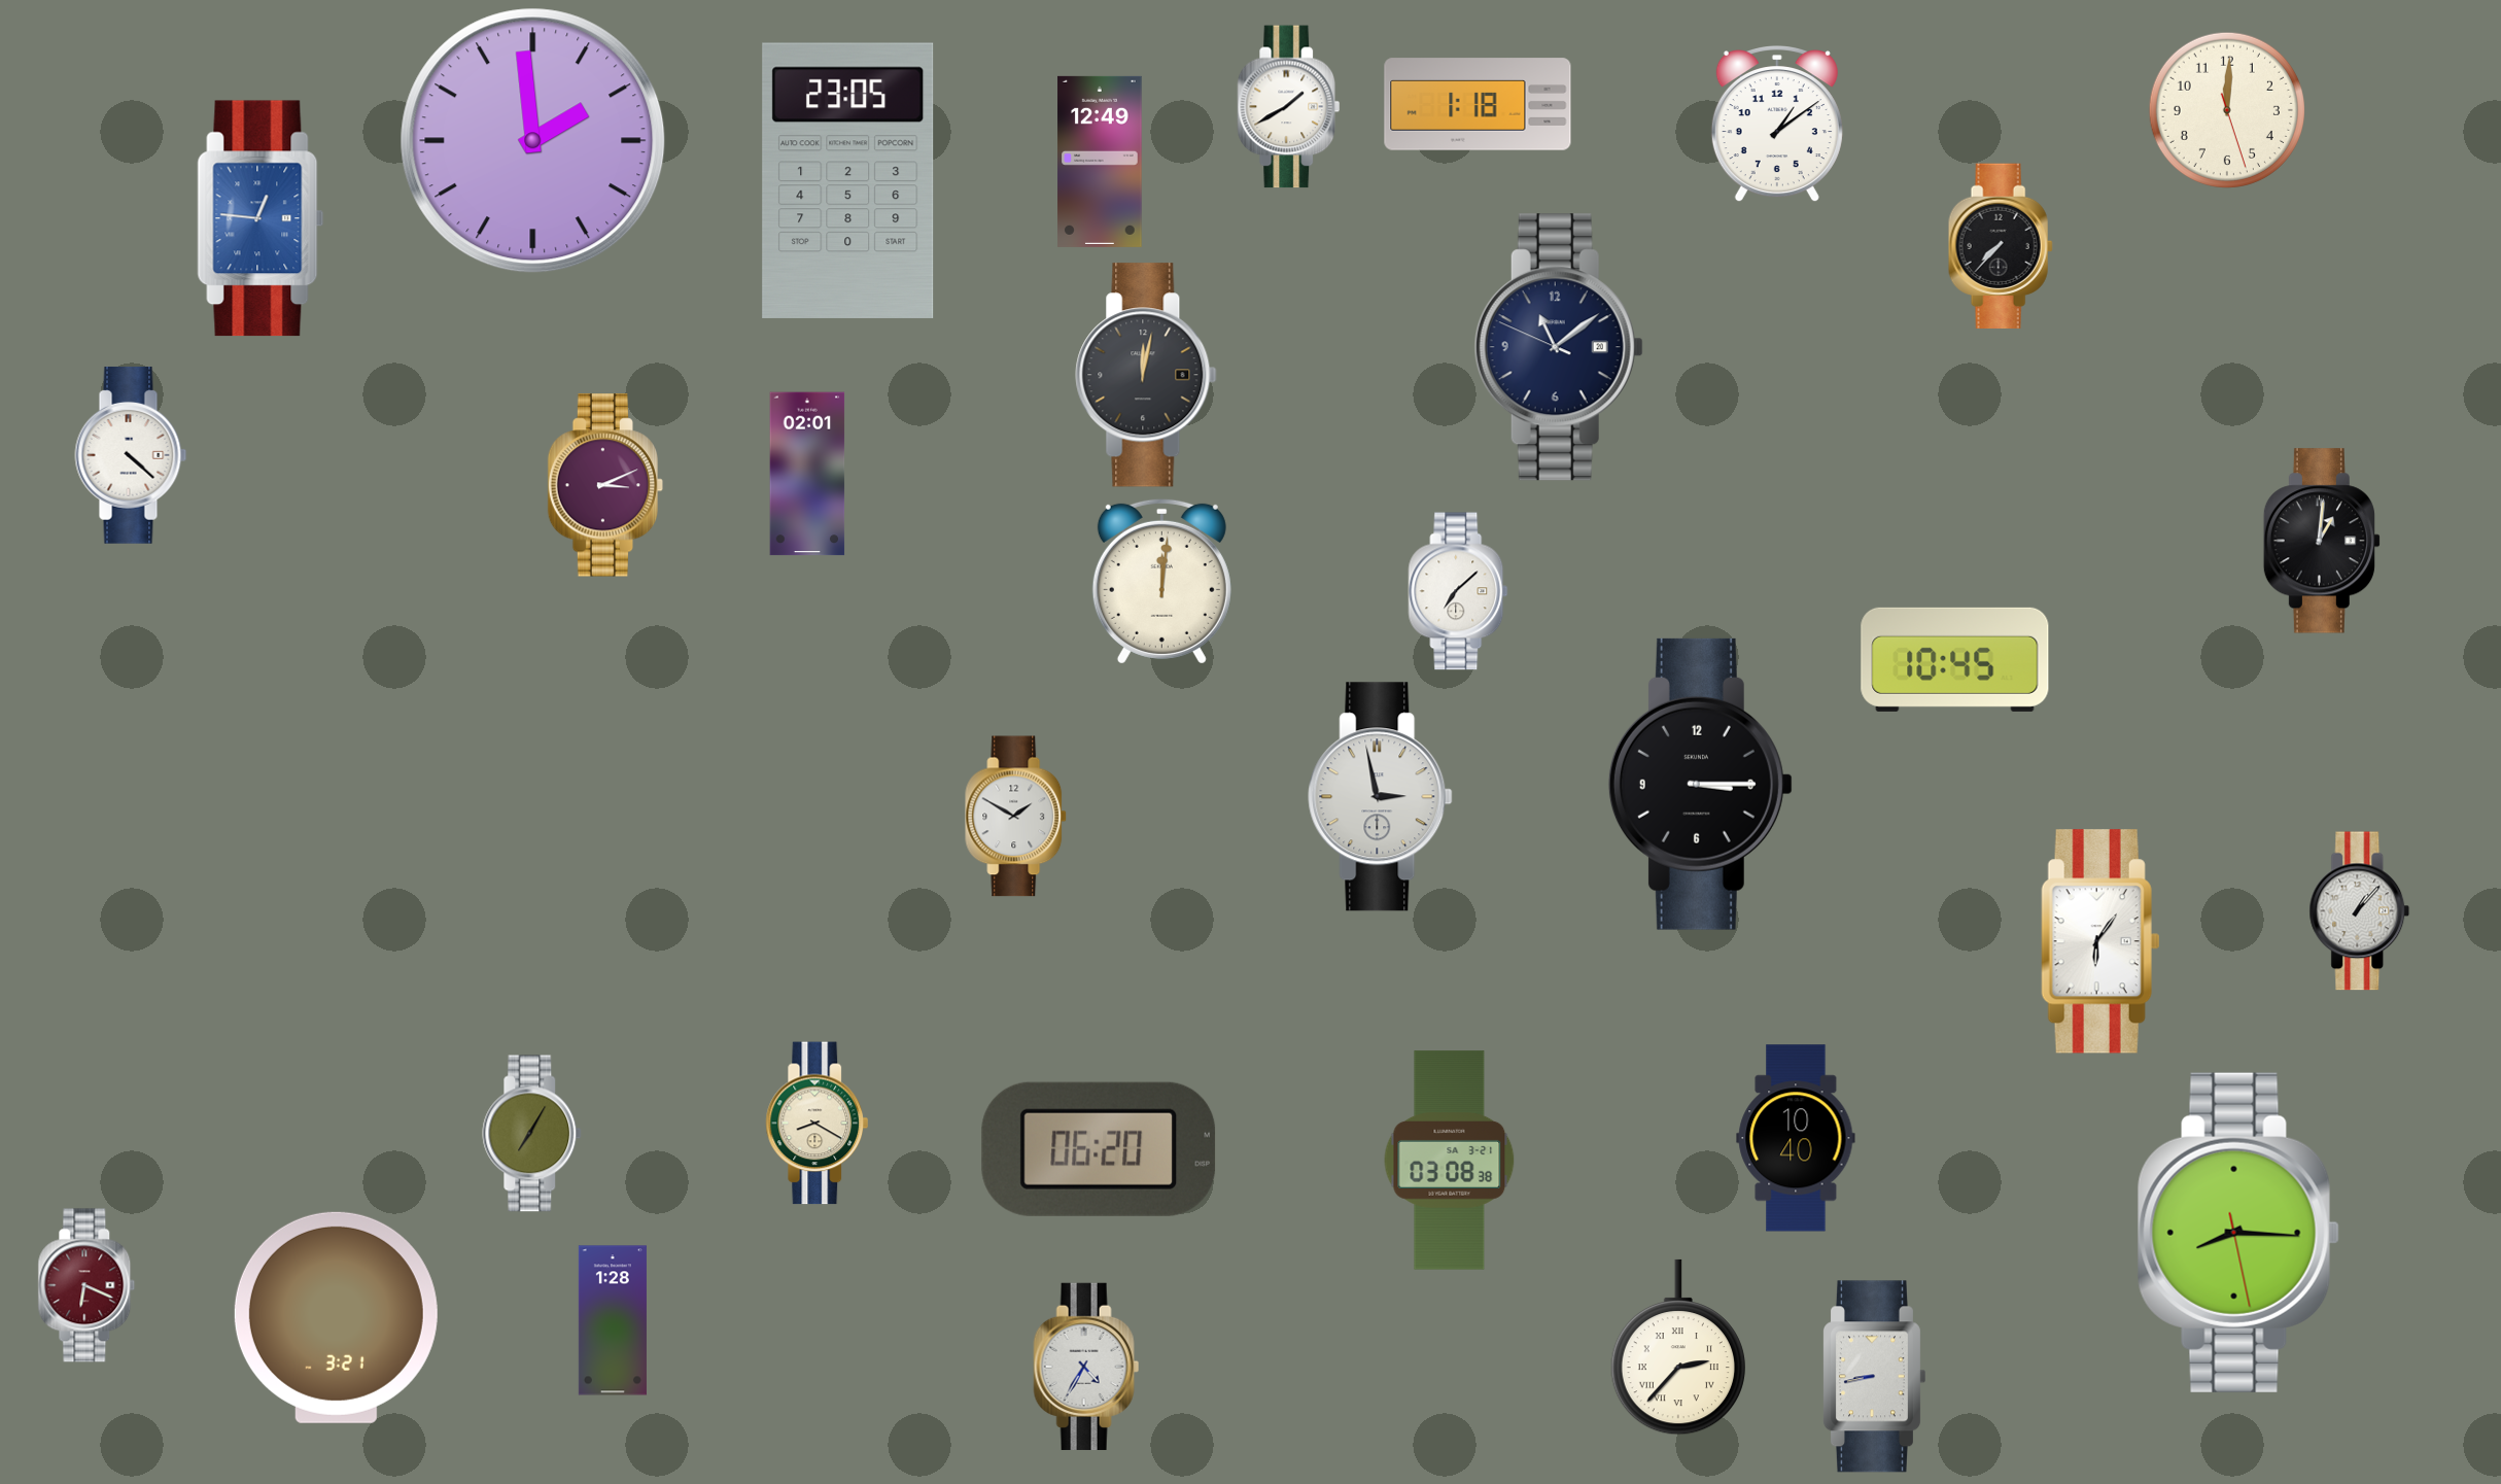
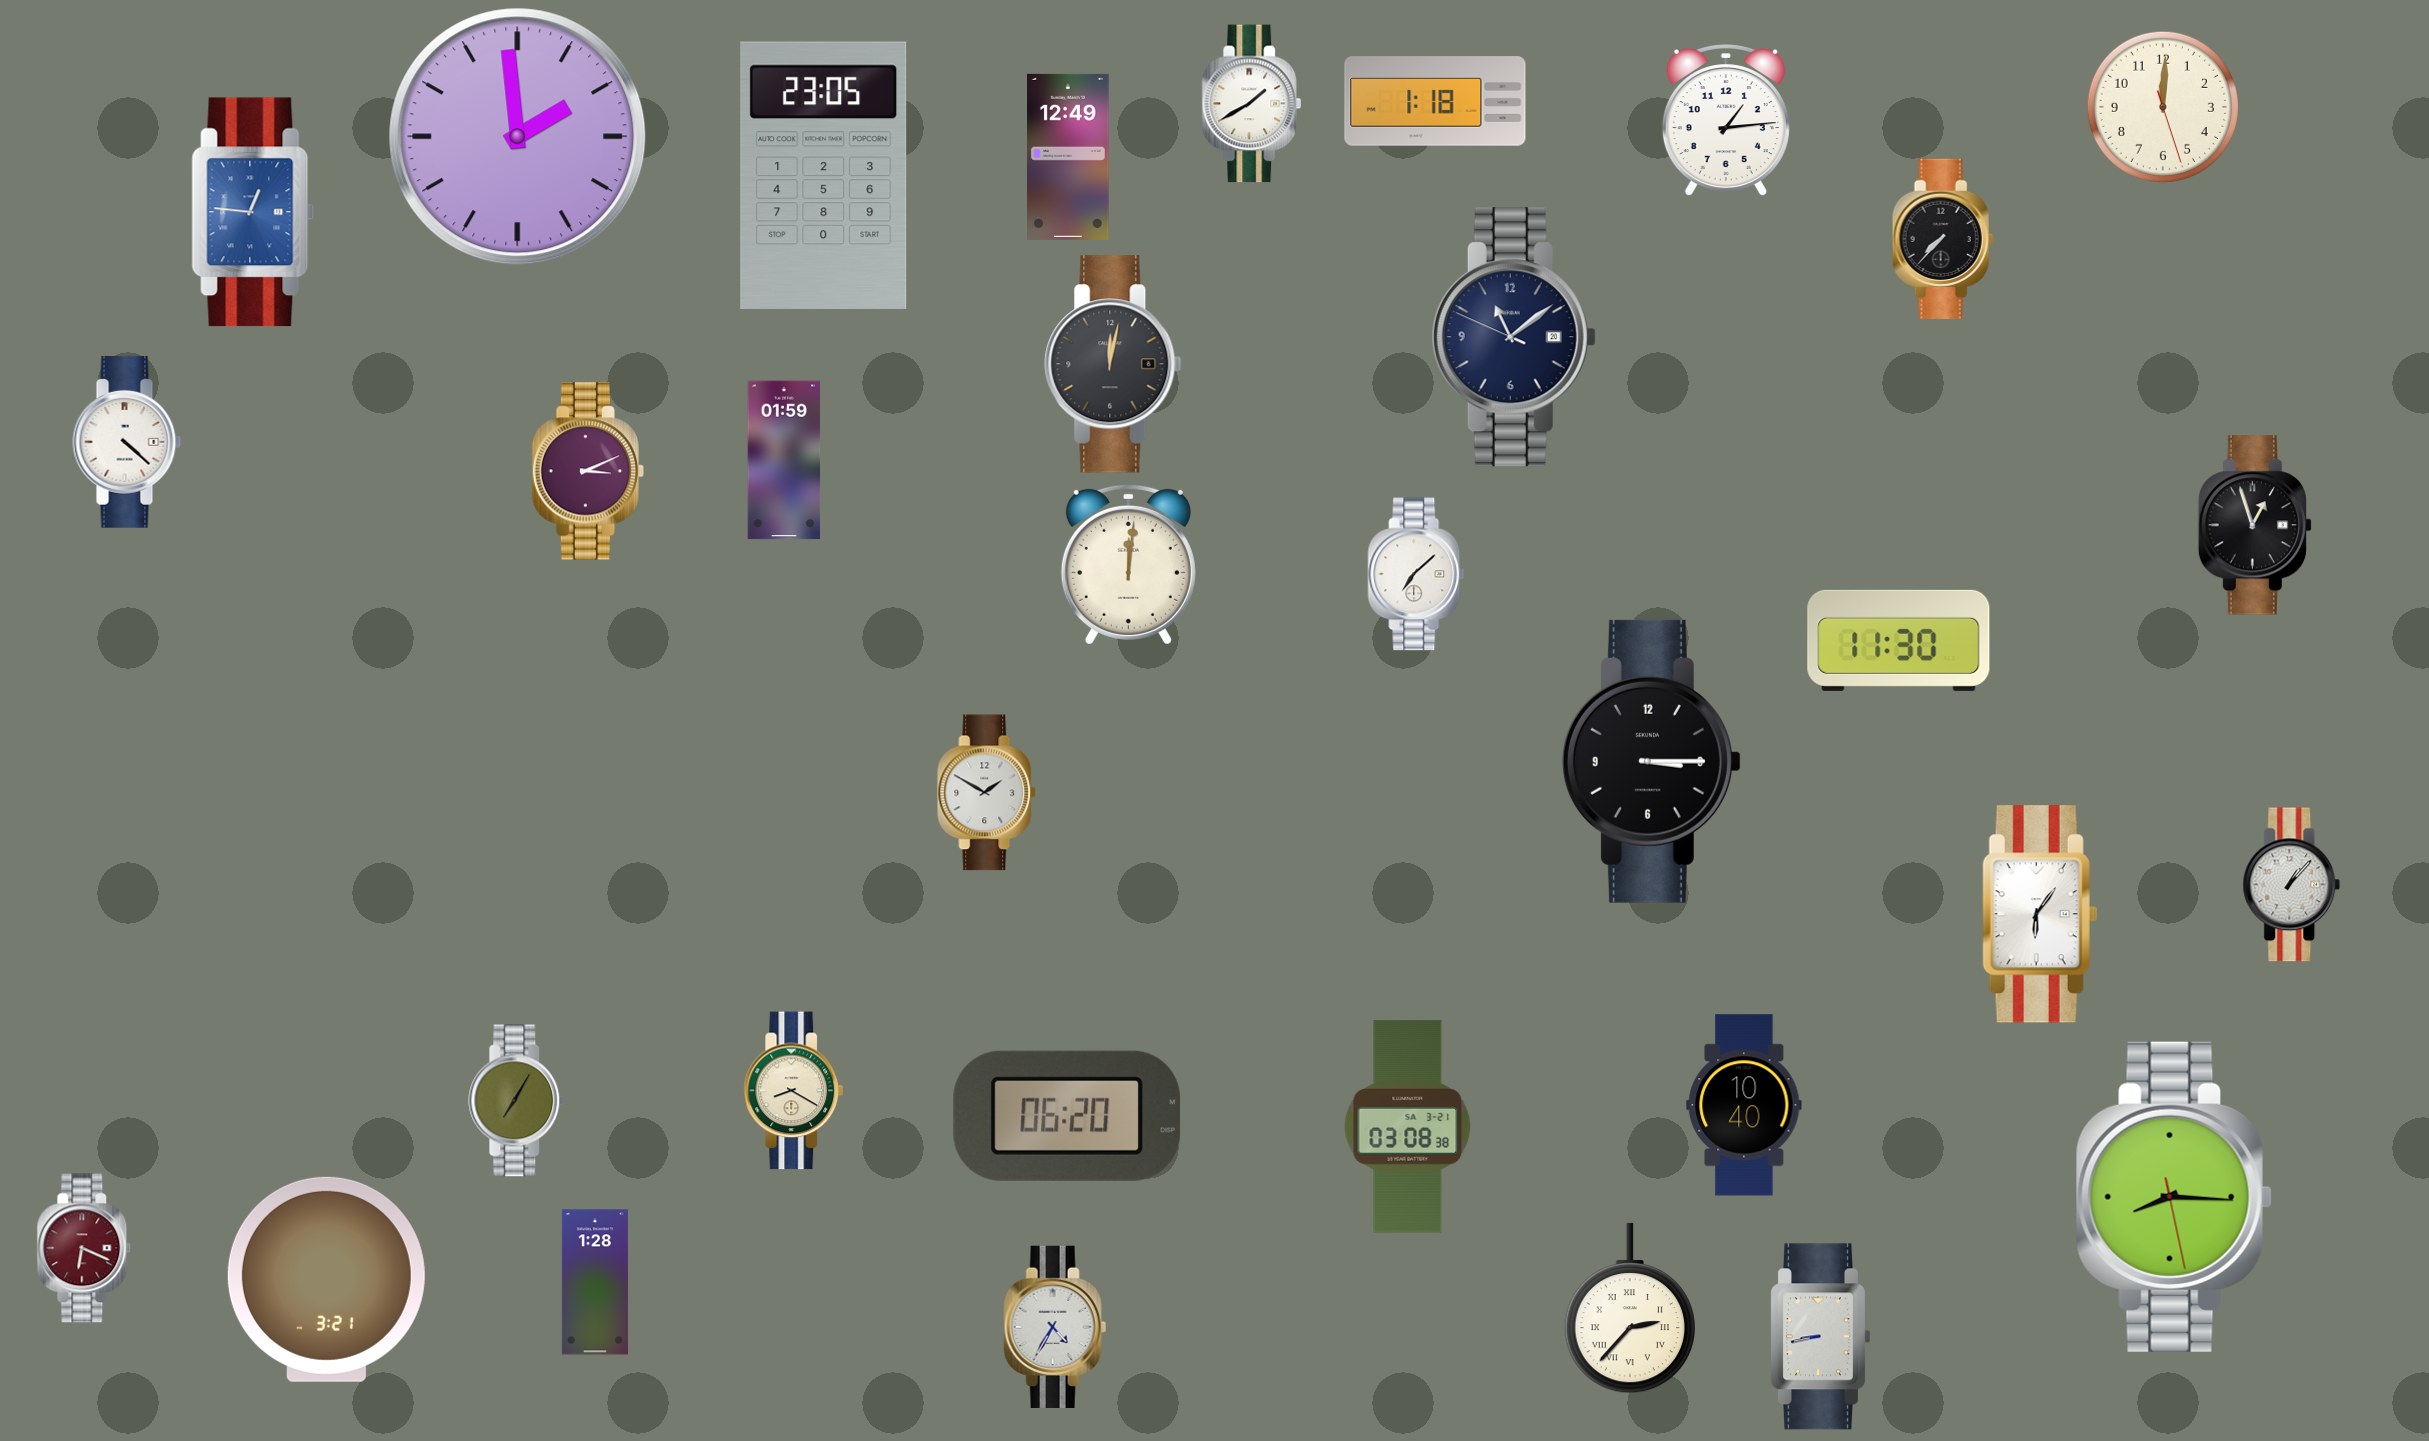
clock at (1777, 125): 1:09 -> 1:14
clock at (807, 474): 02:01 -> 01:59
clock at (2322, 541): 1:01 -> 12:57
clock at (1955, 659): 10:45 -> 11:30
clock at (1381, 797): 2:58 -> none
